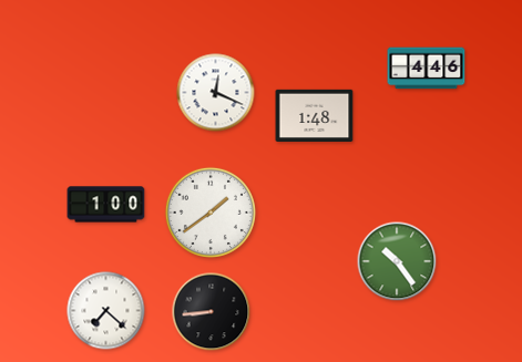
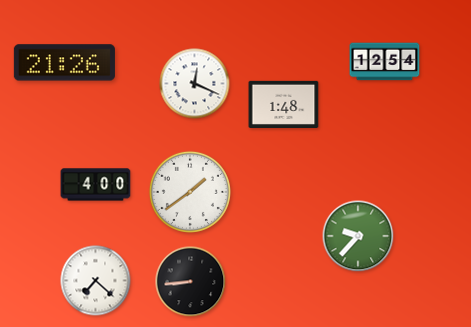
clock at (427, 69): 4:46 -> 12:54
clock at (64, 63): none -> 21:26
clock at (106, 205): 1:00 -> 4:00
clock at (397, 261): 10:24 -> 9:37
